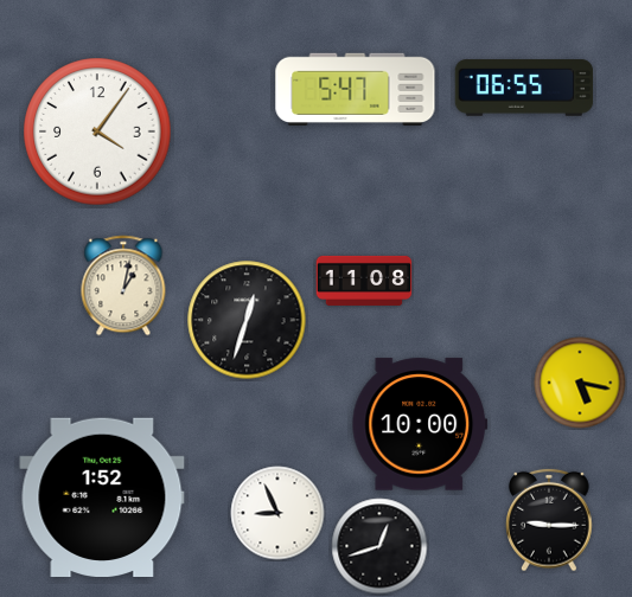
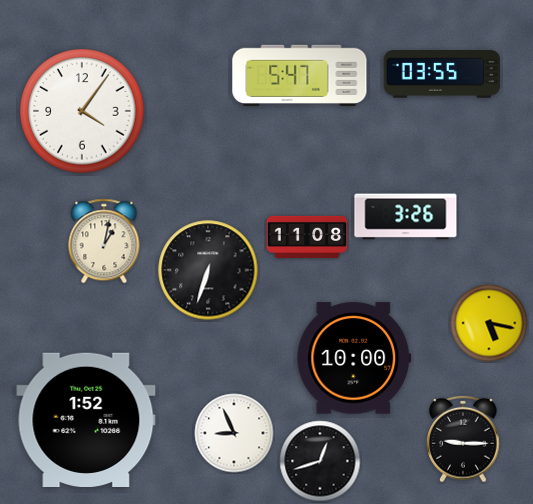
clock at (524, 88): 06:55 -> 03:55
clock at (406, 217): none -> 3:26
clock at (247, 320): 12:33 -> 6:33
